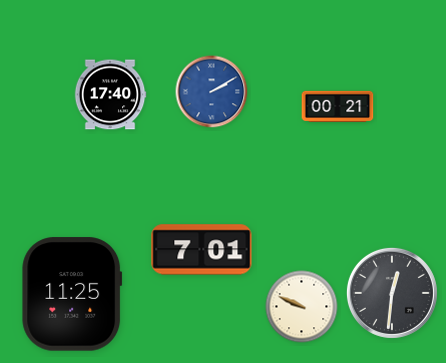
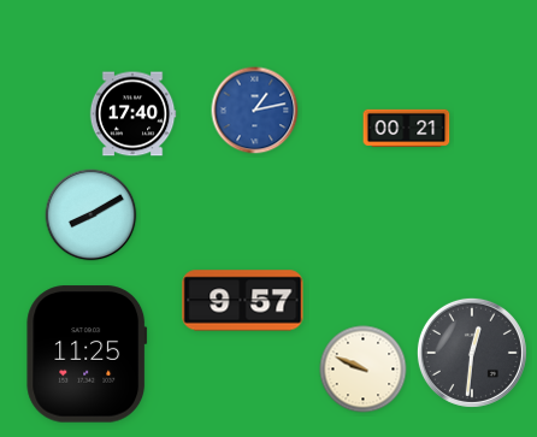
clock at (212, 92): 2:10 -> 1:13
clock at (92, 215): none -> 8:10
clock at (202, 250): 7:01 -> 9:57
